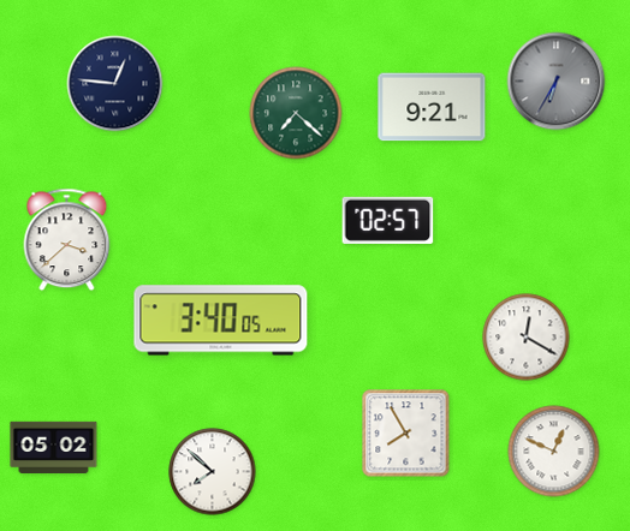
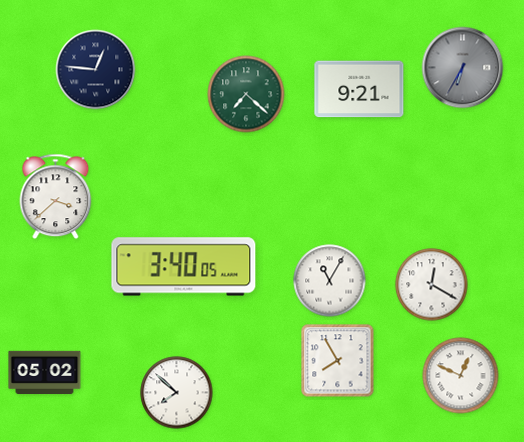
clock at (388, 220): 02:57 -> none
clock at (67, 240) position: (67, 240) -> (56, 197)
clock at (330, 281): none -> 11:05
clock at (527, 338) position: (527, 338) -> (432, 285)
